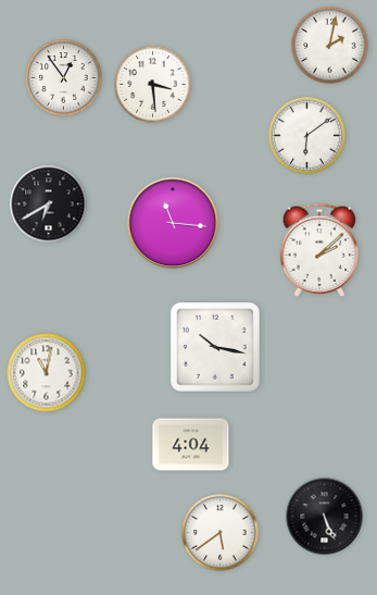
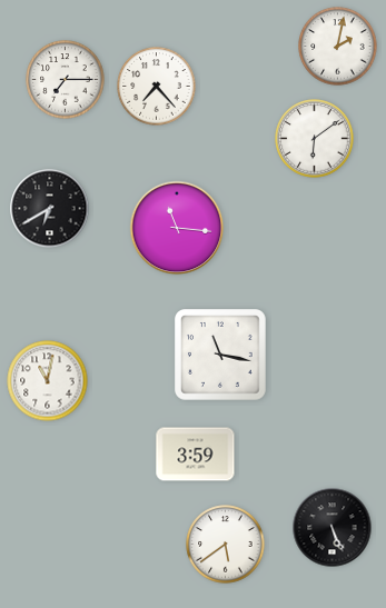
clock at (64, 78): 12:54 -> 7:15
clock at (153, 85): 3:29 -> 7:23
clock at (319, 250): 2:08 -> none
clock at (216, 348): 10:17 -> 11:17
clock at (191, 445): 4:04 -> 3:59
